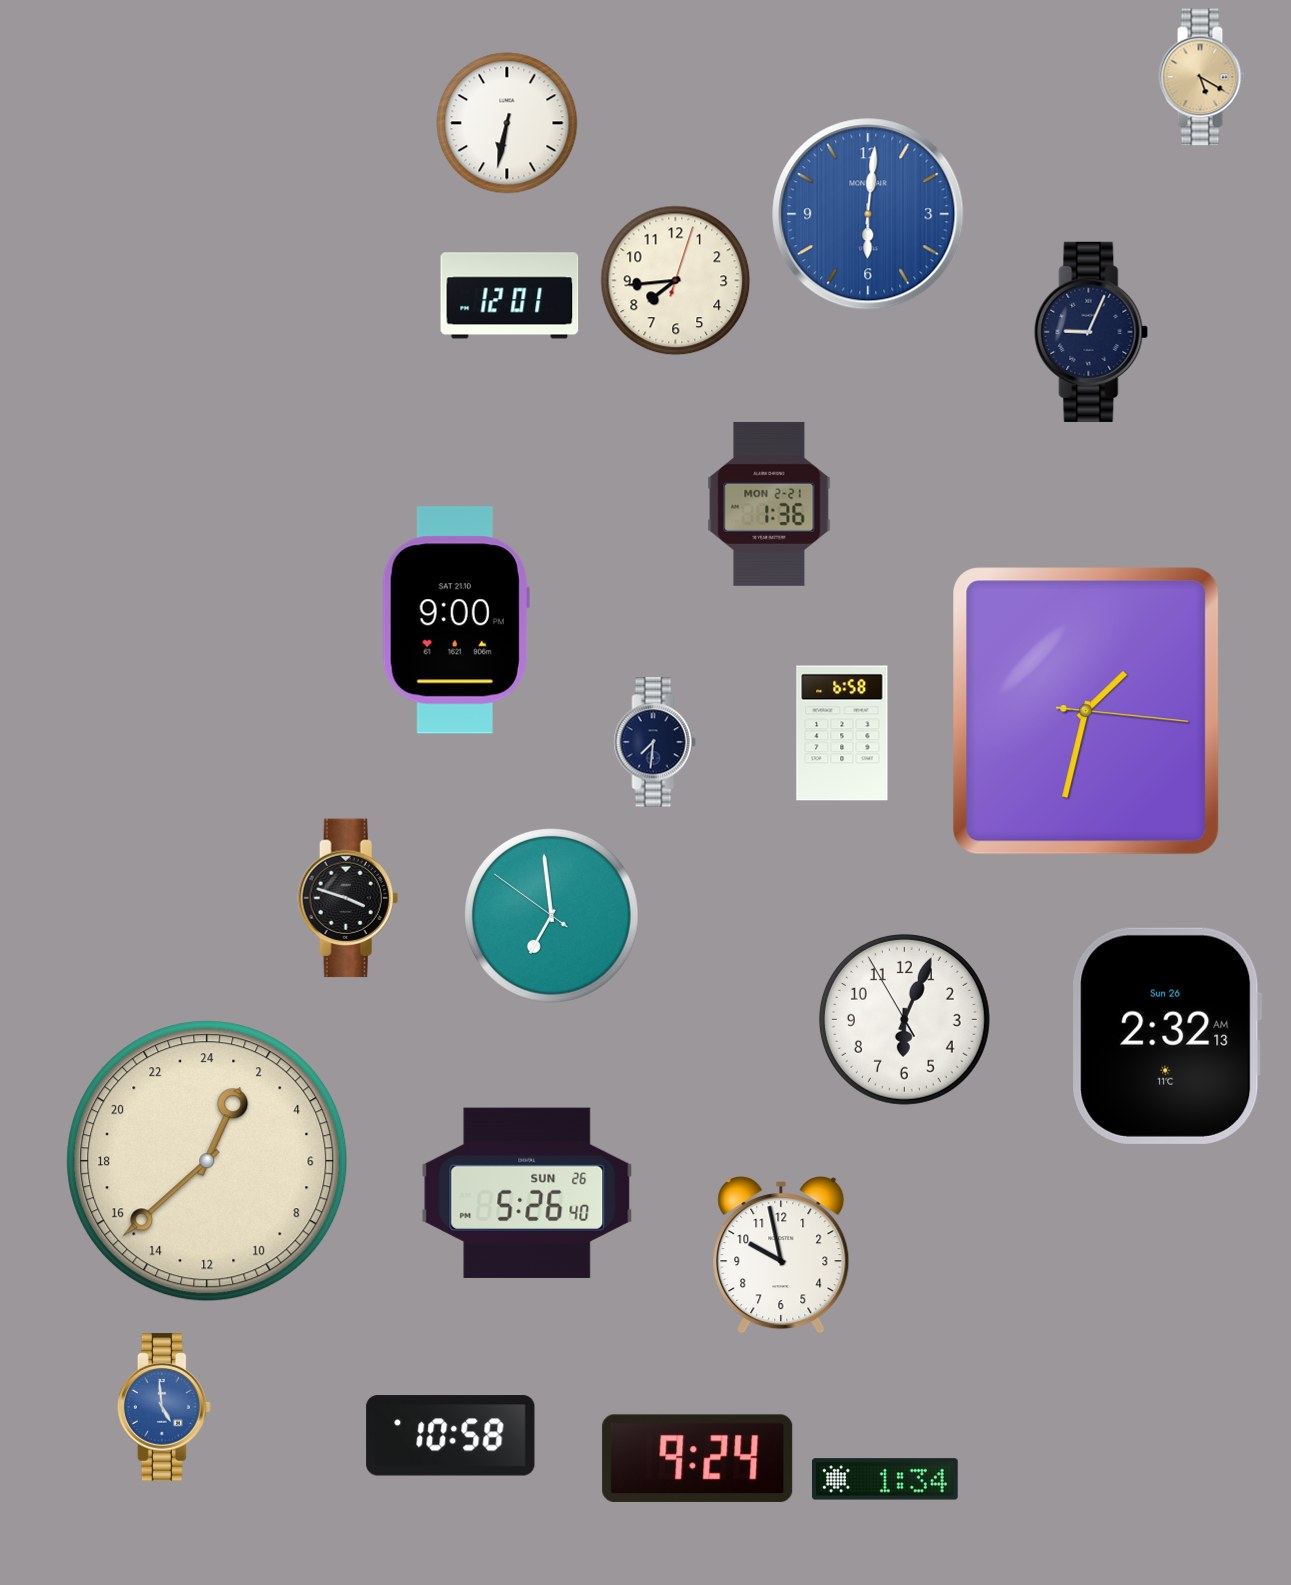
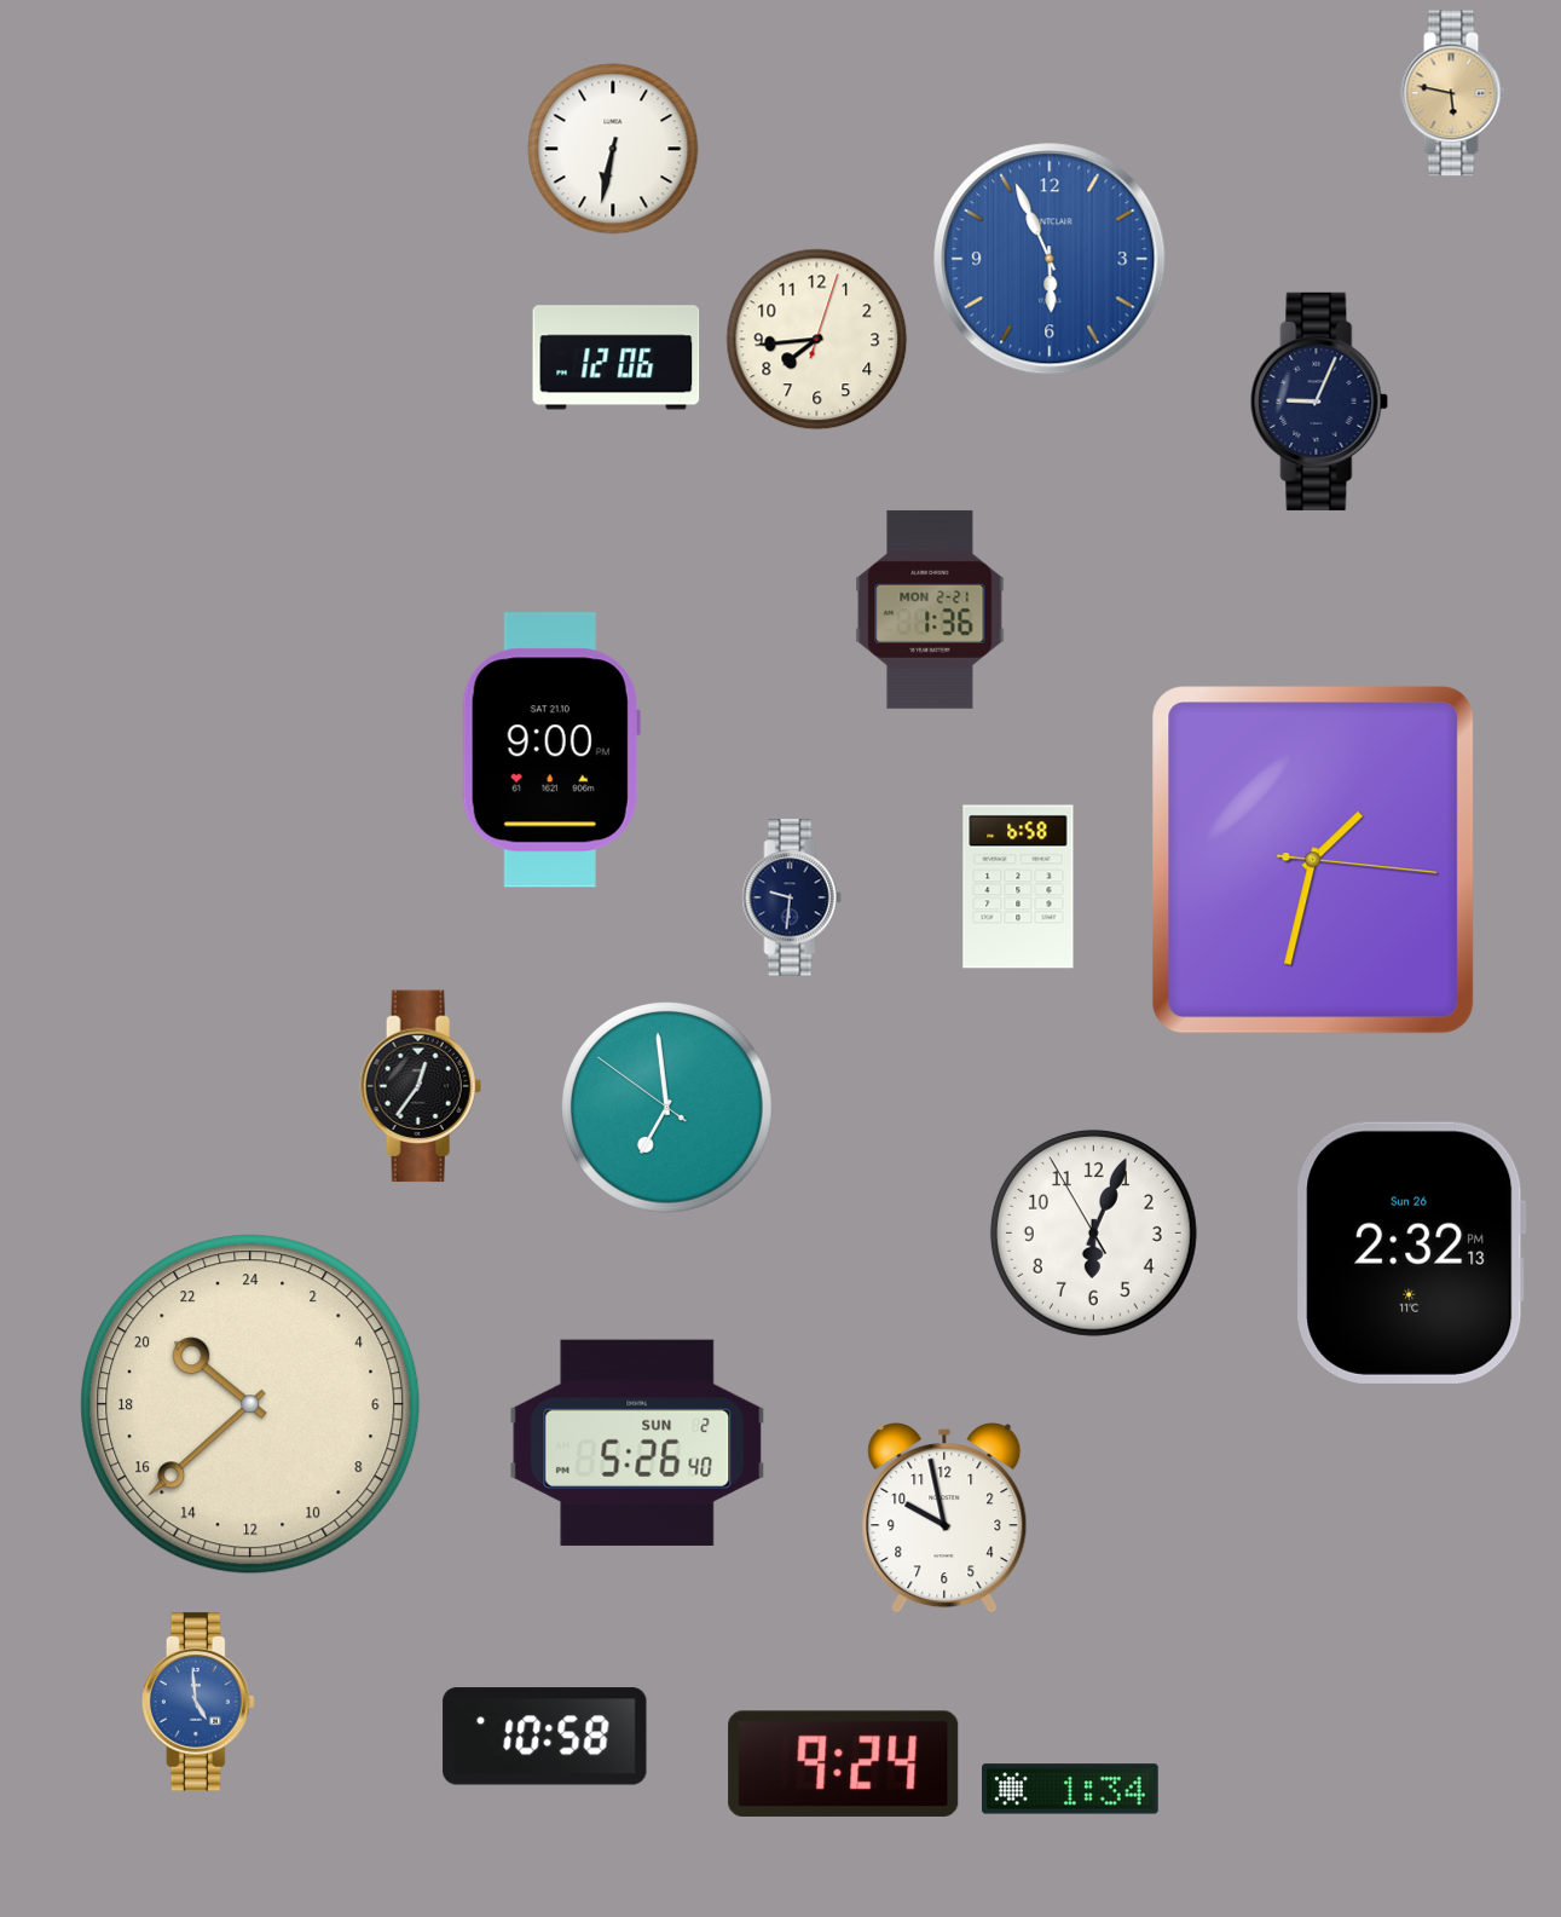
clock at (1202, 77): 5:20 -> 5:47
clock at (868, 214): 6:01 -> 5:56
clock at (510, 296): 12:01 -> 12:06
clock at (655, 742): 7:31 -> 9:31
clock at (348, 898): 3:48 -> 12:36
clock at (1167, 1036): 2:32:13 AM -> 2:32:13 PM
clock at (207, 1161): 1:38 -> 20:38
clock at (527, 1193) date: SUN 26 -> SUN 2
